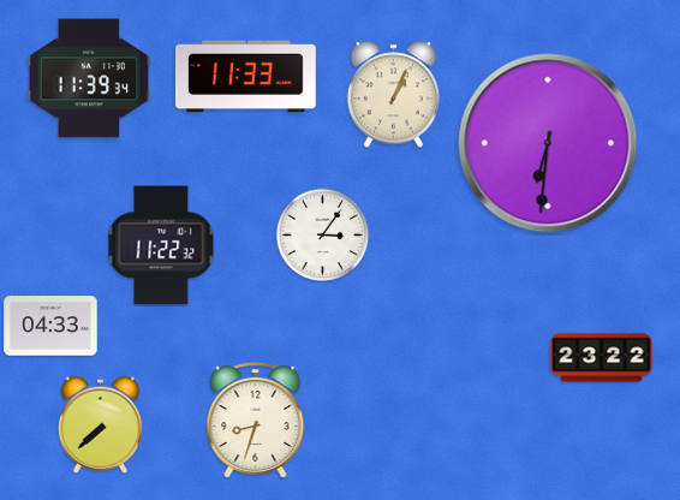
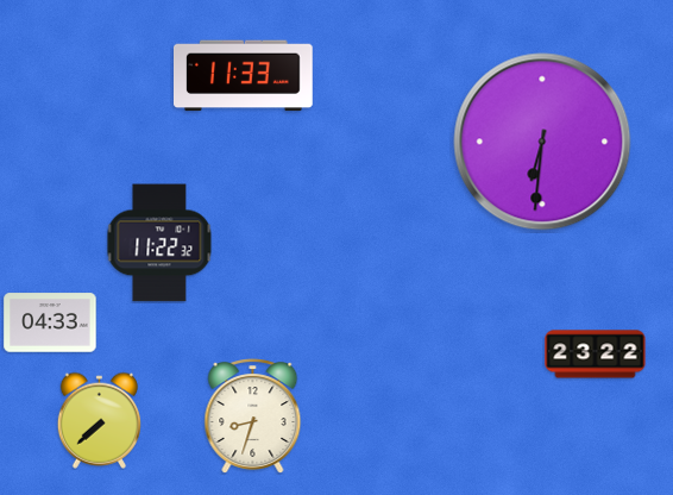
clock at (89, 78): 11:39 -> none
clock at (393, 95): 1:04 -> none
clock at (322, 234): 3:06 -> none
